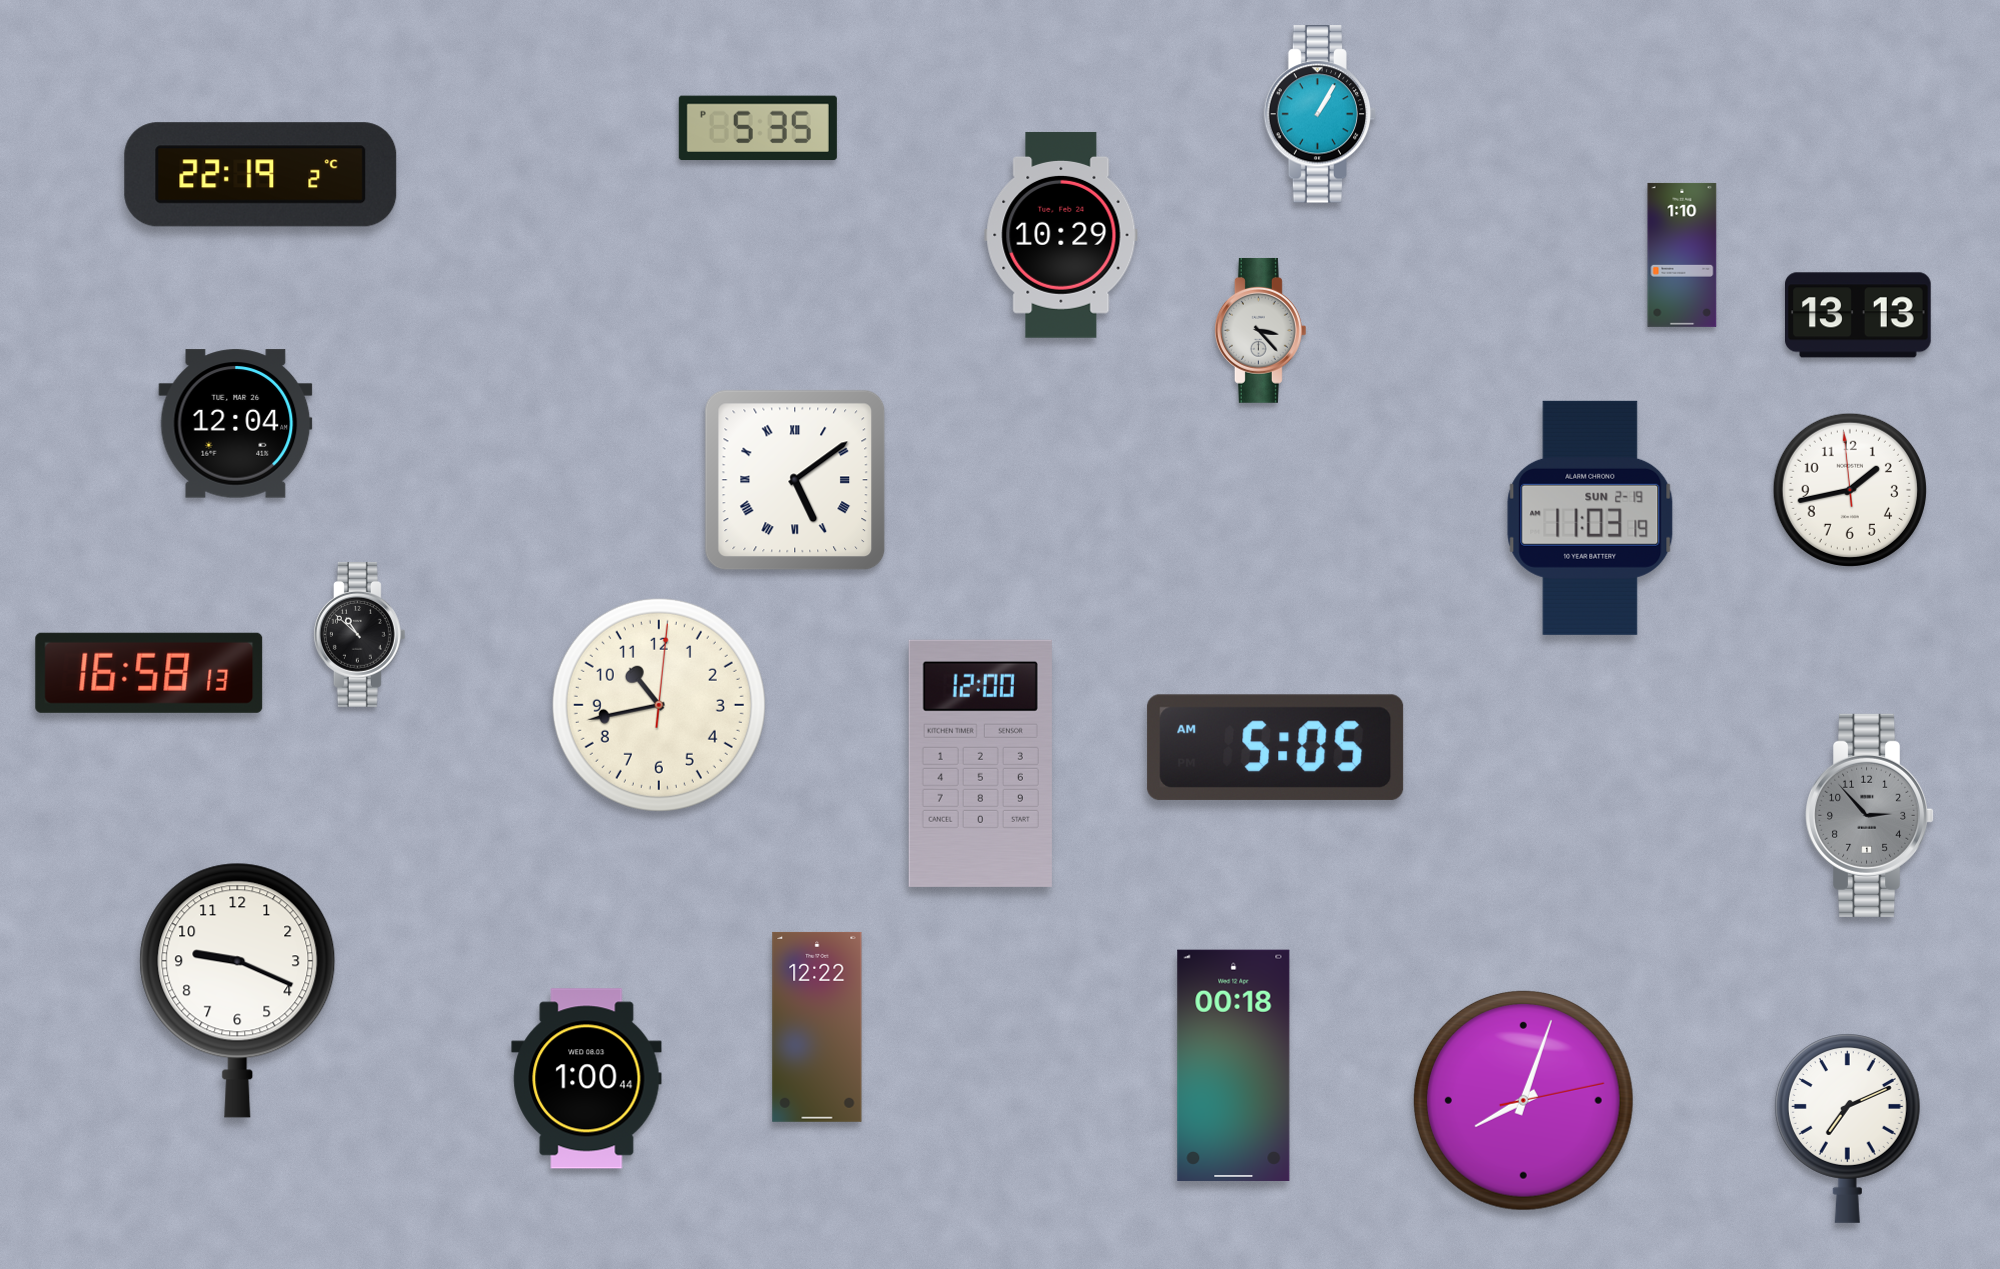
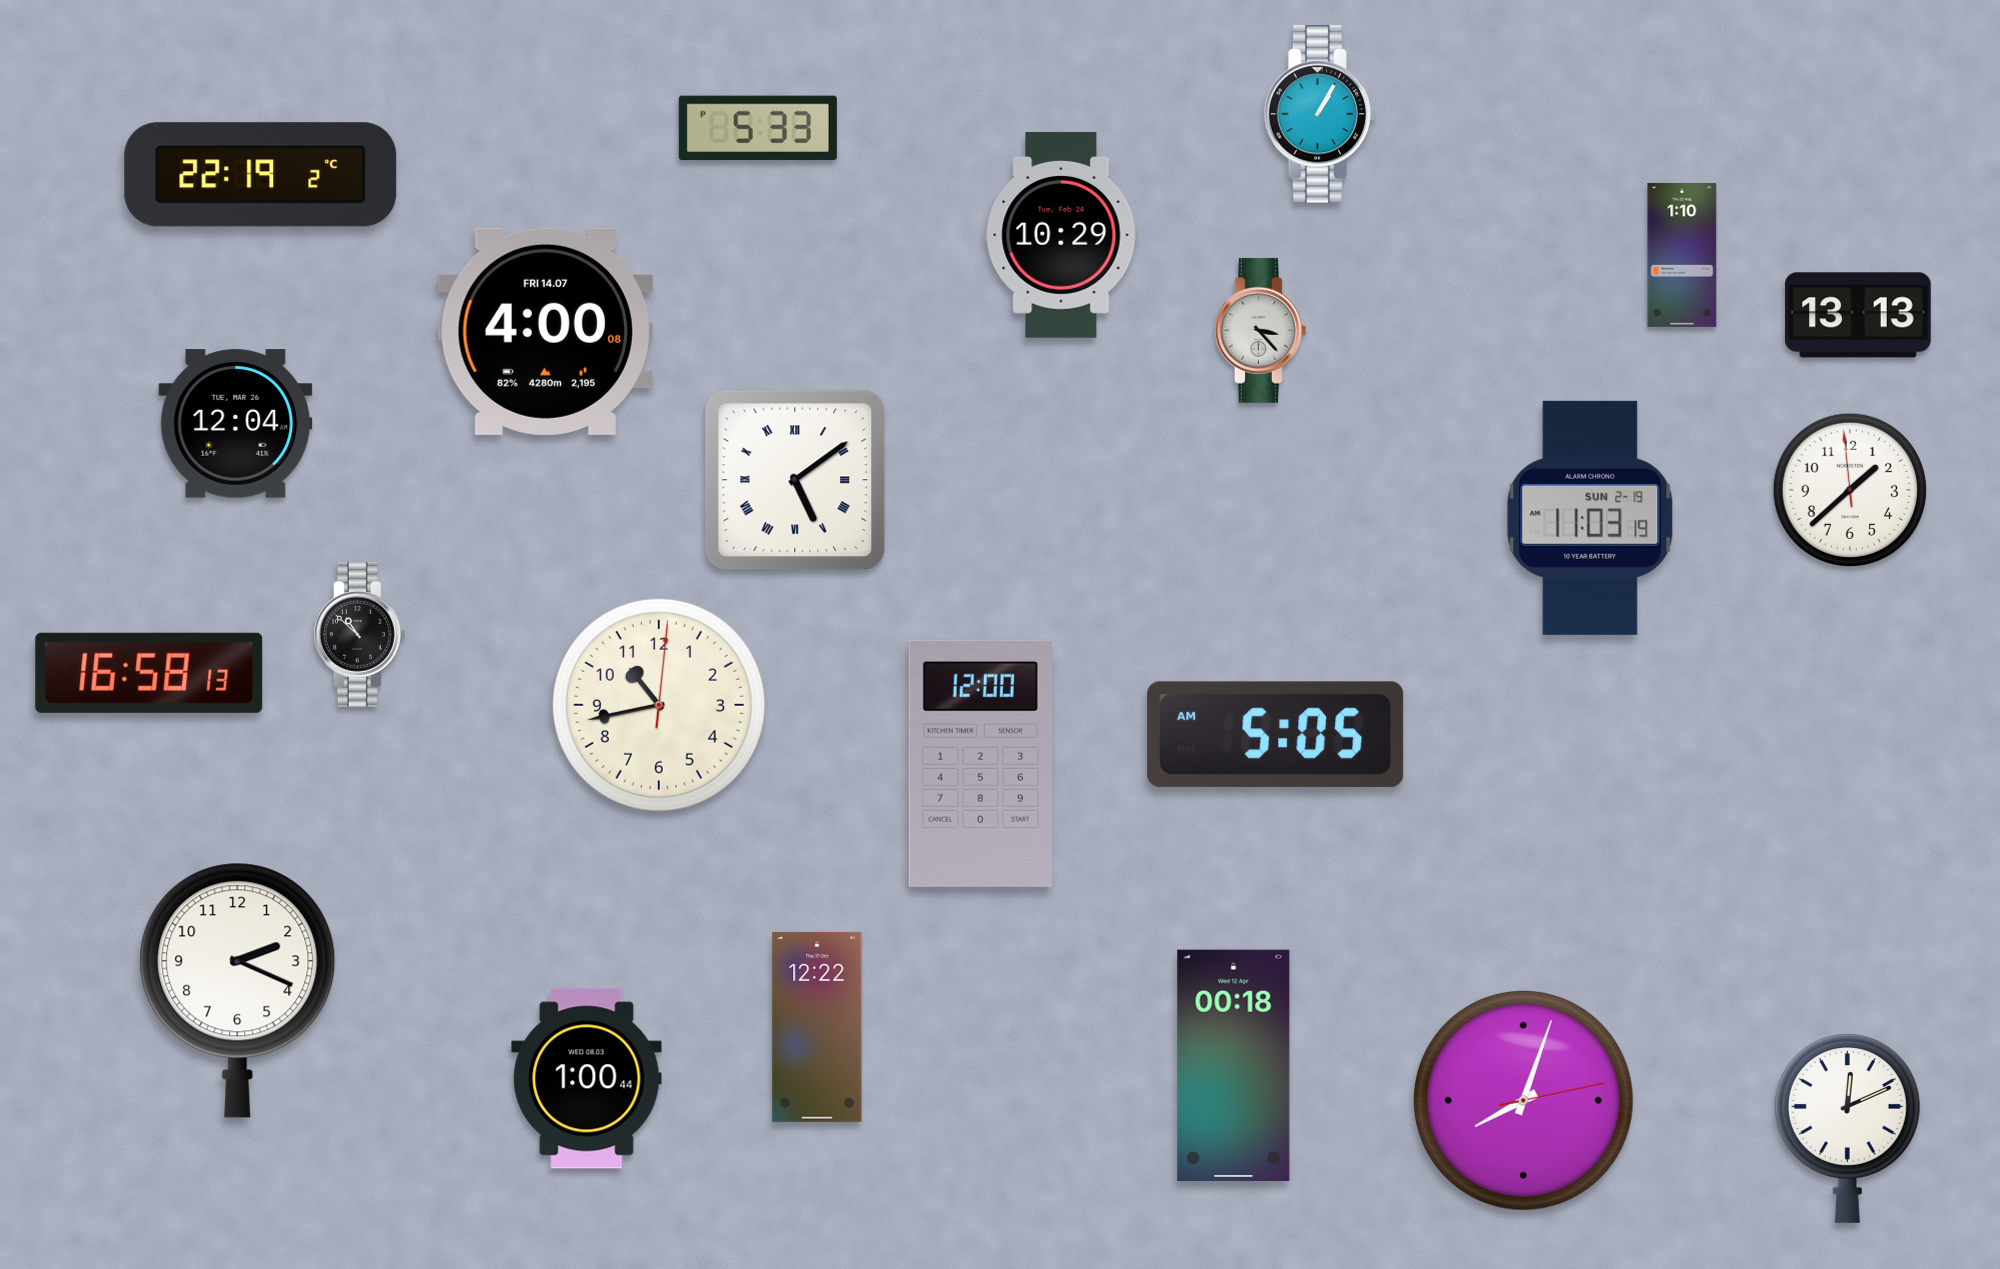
clock at (758, 128): 5:35 -> 5:33
clock at (545, 331): none -> 4:00
clock at (1850, 490): 1:42 -> 1:37
clock at (1276, 747) position: (1276, 747) -> (1276, 734)
clock at (1871, 815): 2:53 -> none
clock at (238, 990): 9:19 -> 2:19
clock at (1847, 1128): 7:11 -> 12:11
